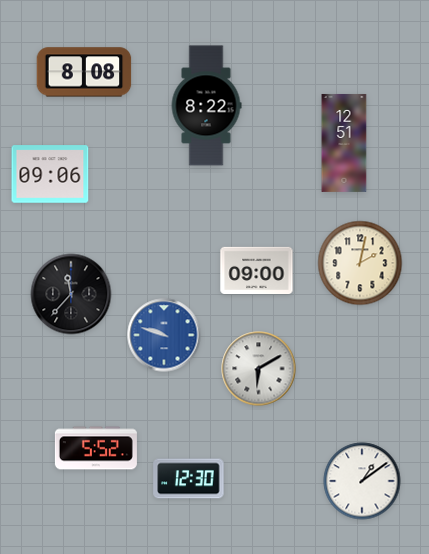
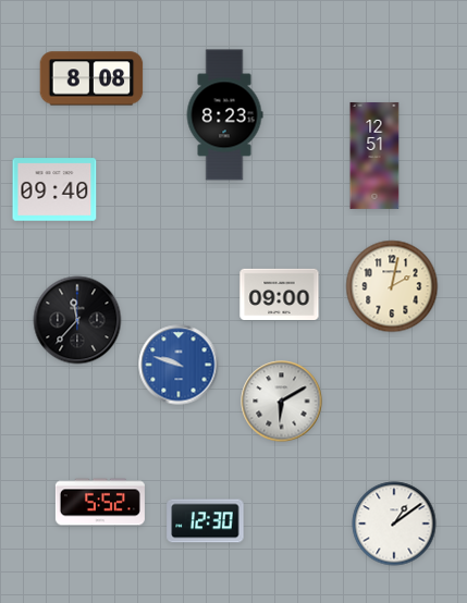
clock at (206, 106): 8:22 -> 8:23
clock at (50, 174): 09:06 -> 09:40
clock at (96, 448) position: (96, 448) -> (100, 502)
